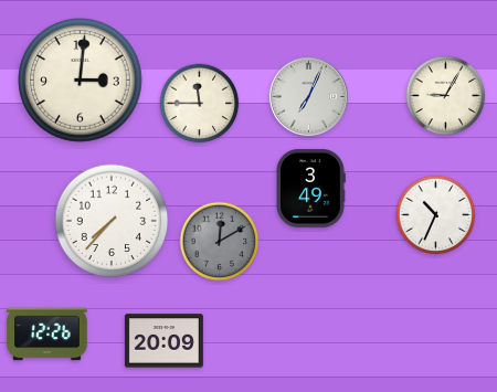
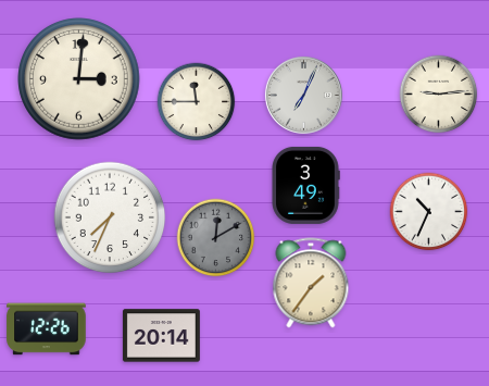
clock at (446, 96): 9:05 -> 9:14
clock at (112, 221): 7:37 -> 7:34
clock at (311, 283): none -> 1:36
clock at (163, 341): 20:09 -> 20:14
